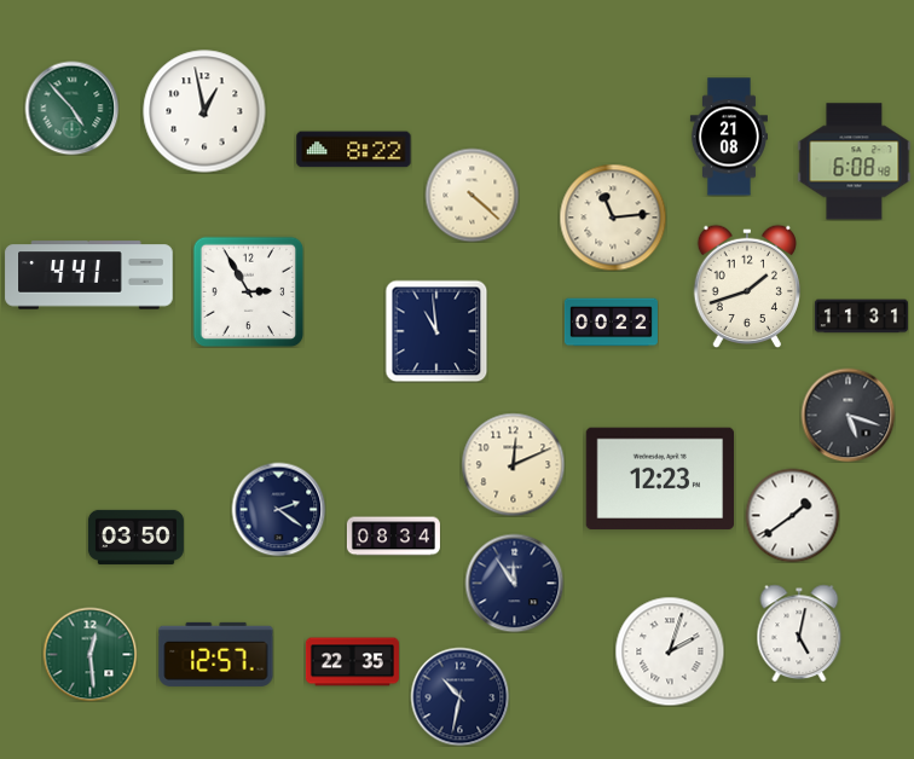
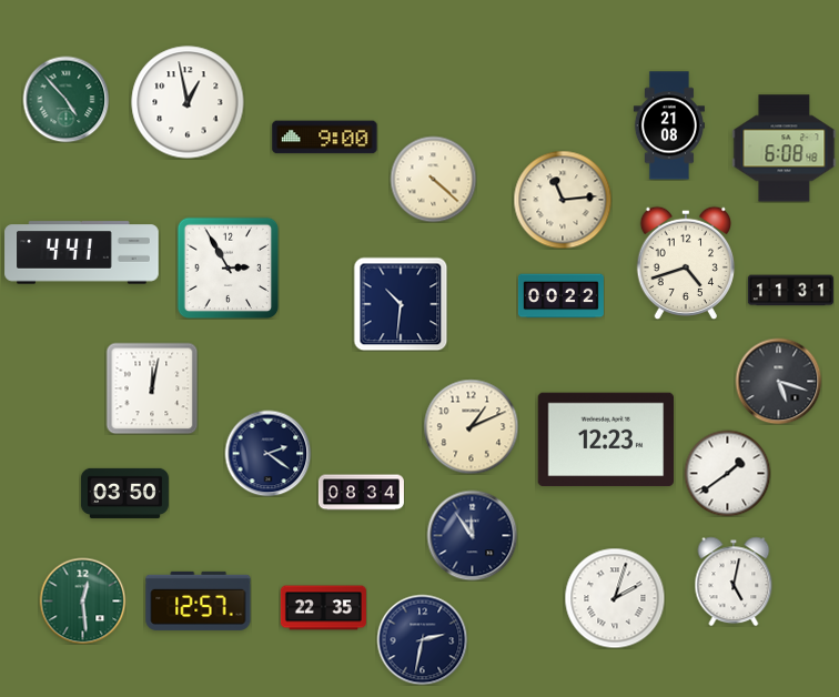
clock at (354, 150): 8:22 -> 9:00
clock at (746, 286): 1:42 -> 4:42
clock at (436, 331): 10:59 -> 10:31
clock at (152, 388): none -> 12:02
clock at (513, 464): 12:11 -> 1:11
clock at (278, 509) position: (278, 509) -> (267, 453)
clock at (459, 696): 10:32 -> 2:32
